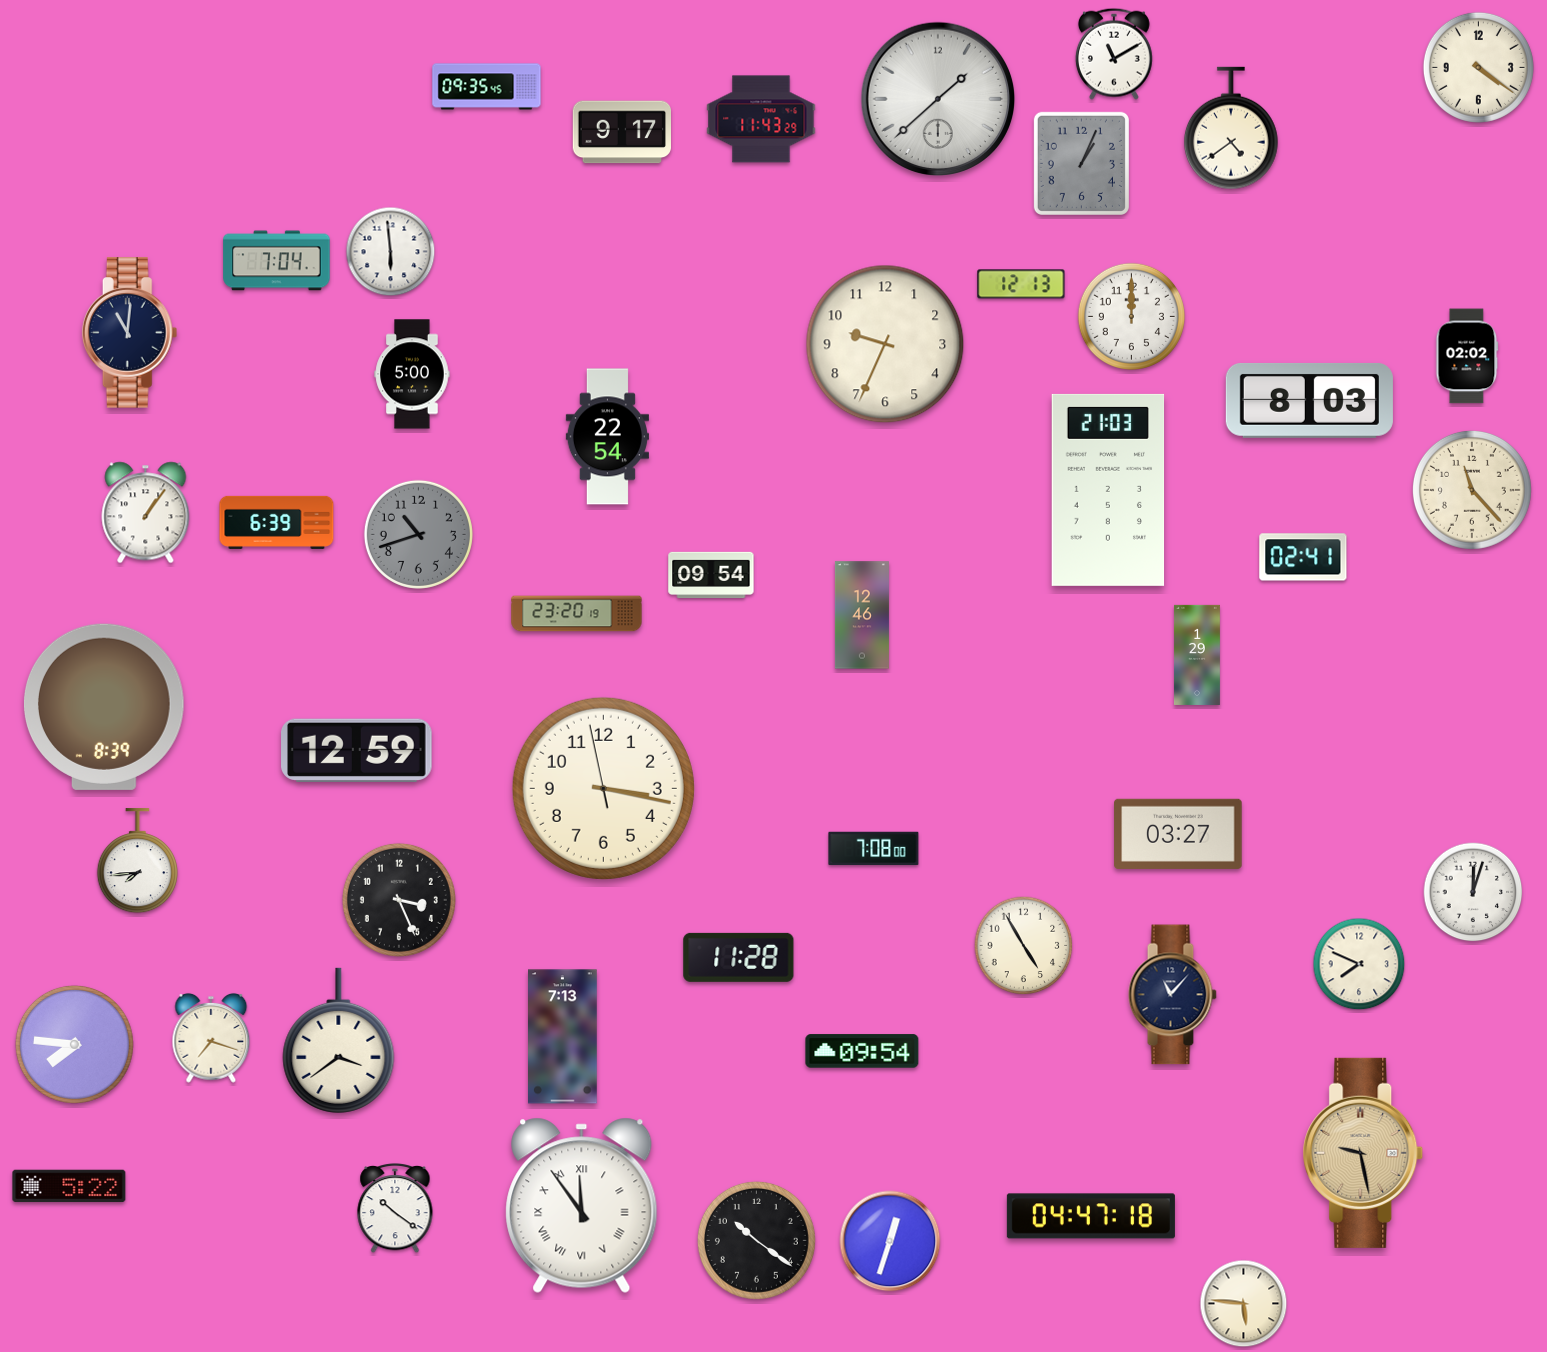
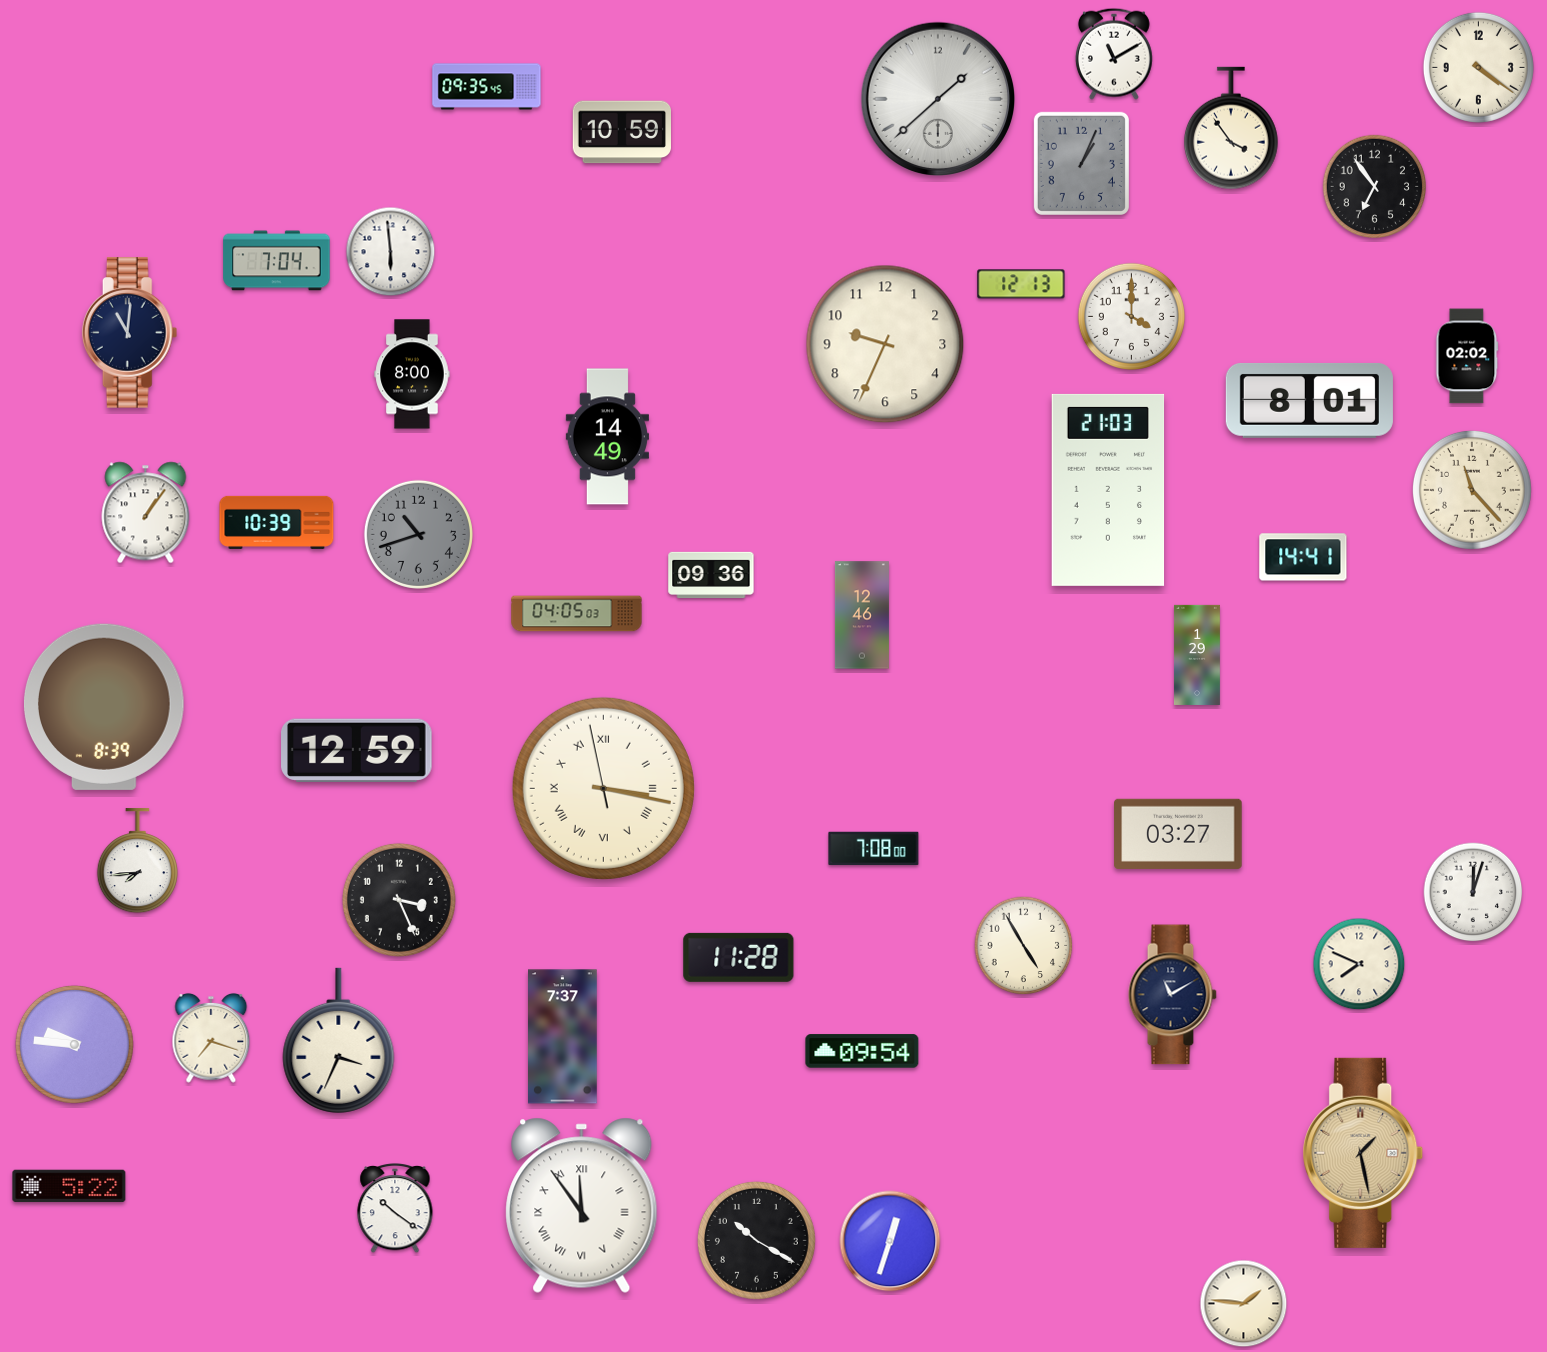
clock at (761, 119): 11:43 -> none
clock at (1231, 128): 4:39 -> 3:54
clock at (621, 132): 9:17 -> 10:59
clock at (1374, 186): none -> 6:54
clock at (1131, 316): 12:00 -> 4:00
clock at (412, 374): 5:00 -> 8:00
clock at (1309, 400): 8:03 -> 8:01
clock at (607, 437): 22:54 -> 14:49
clock at (277, 522): 6:39 -> 10:39
clock at (1303, 557): 02:41 -> 14:41
clock at (711, 575): 09:54 -> 09:36
clock at (577, 614): 23:20 -> 04:05
clock at (603, 788) numerals: Arabic -> Roman
clock at (1172, 995): 11:07 -> 11:10
clock at (563, 1037): 7:13 -> 7:37
clock at (339, 1040): 3:39 -> 3:34
clock at (74, 1044): 7:46 -> 9:46
clock at (1363, 1153): 9:28 -> 1:28
clock at (1091, 1216): 04:47 -> none
clock at (756, 1240): 10:21 -> 10:20
clock at (1244, 1304): 5:46 -> 1:46
